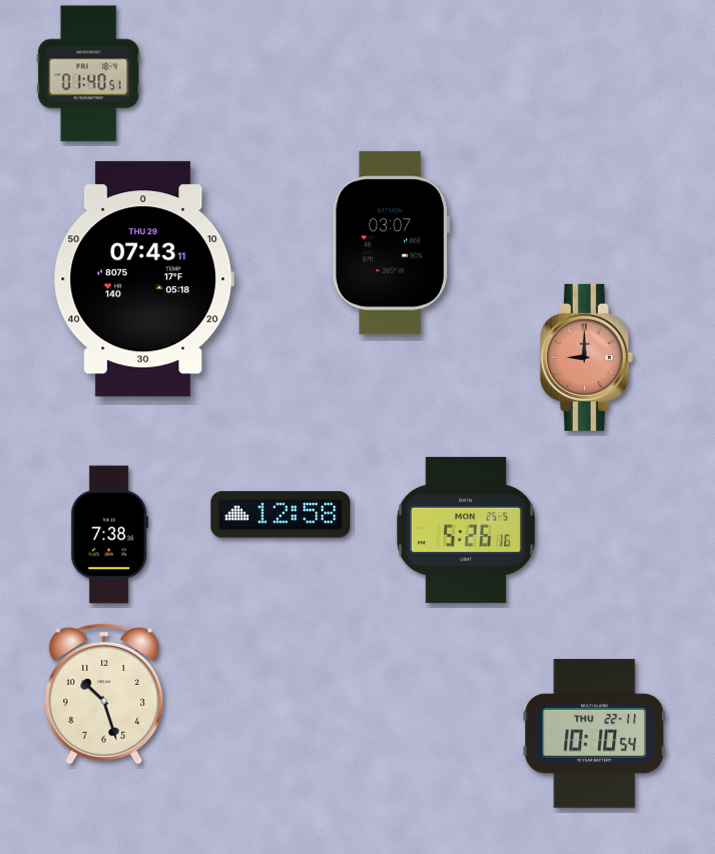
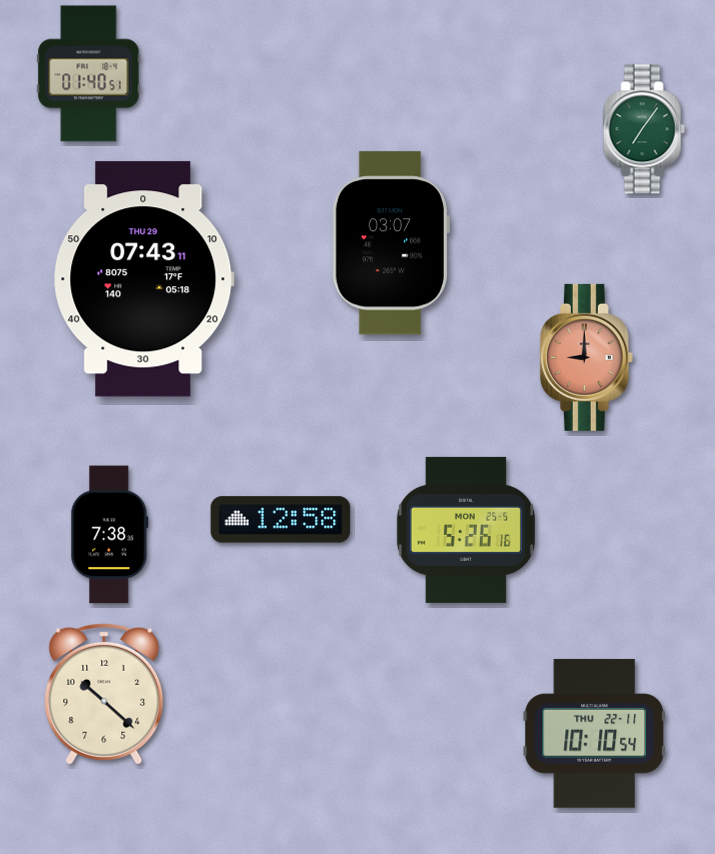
clock at (644, 129): none -> 7:06
clock at (281, 515) position: (281, 515) -> (281, 520)
clock at (104, 694): 10:27 -> 10:22
